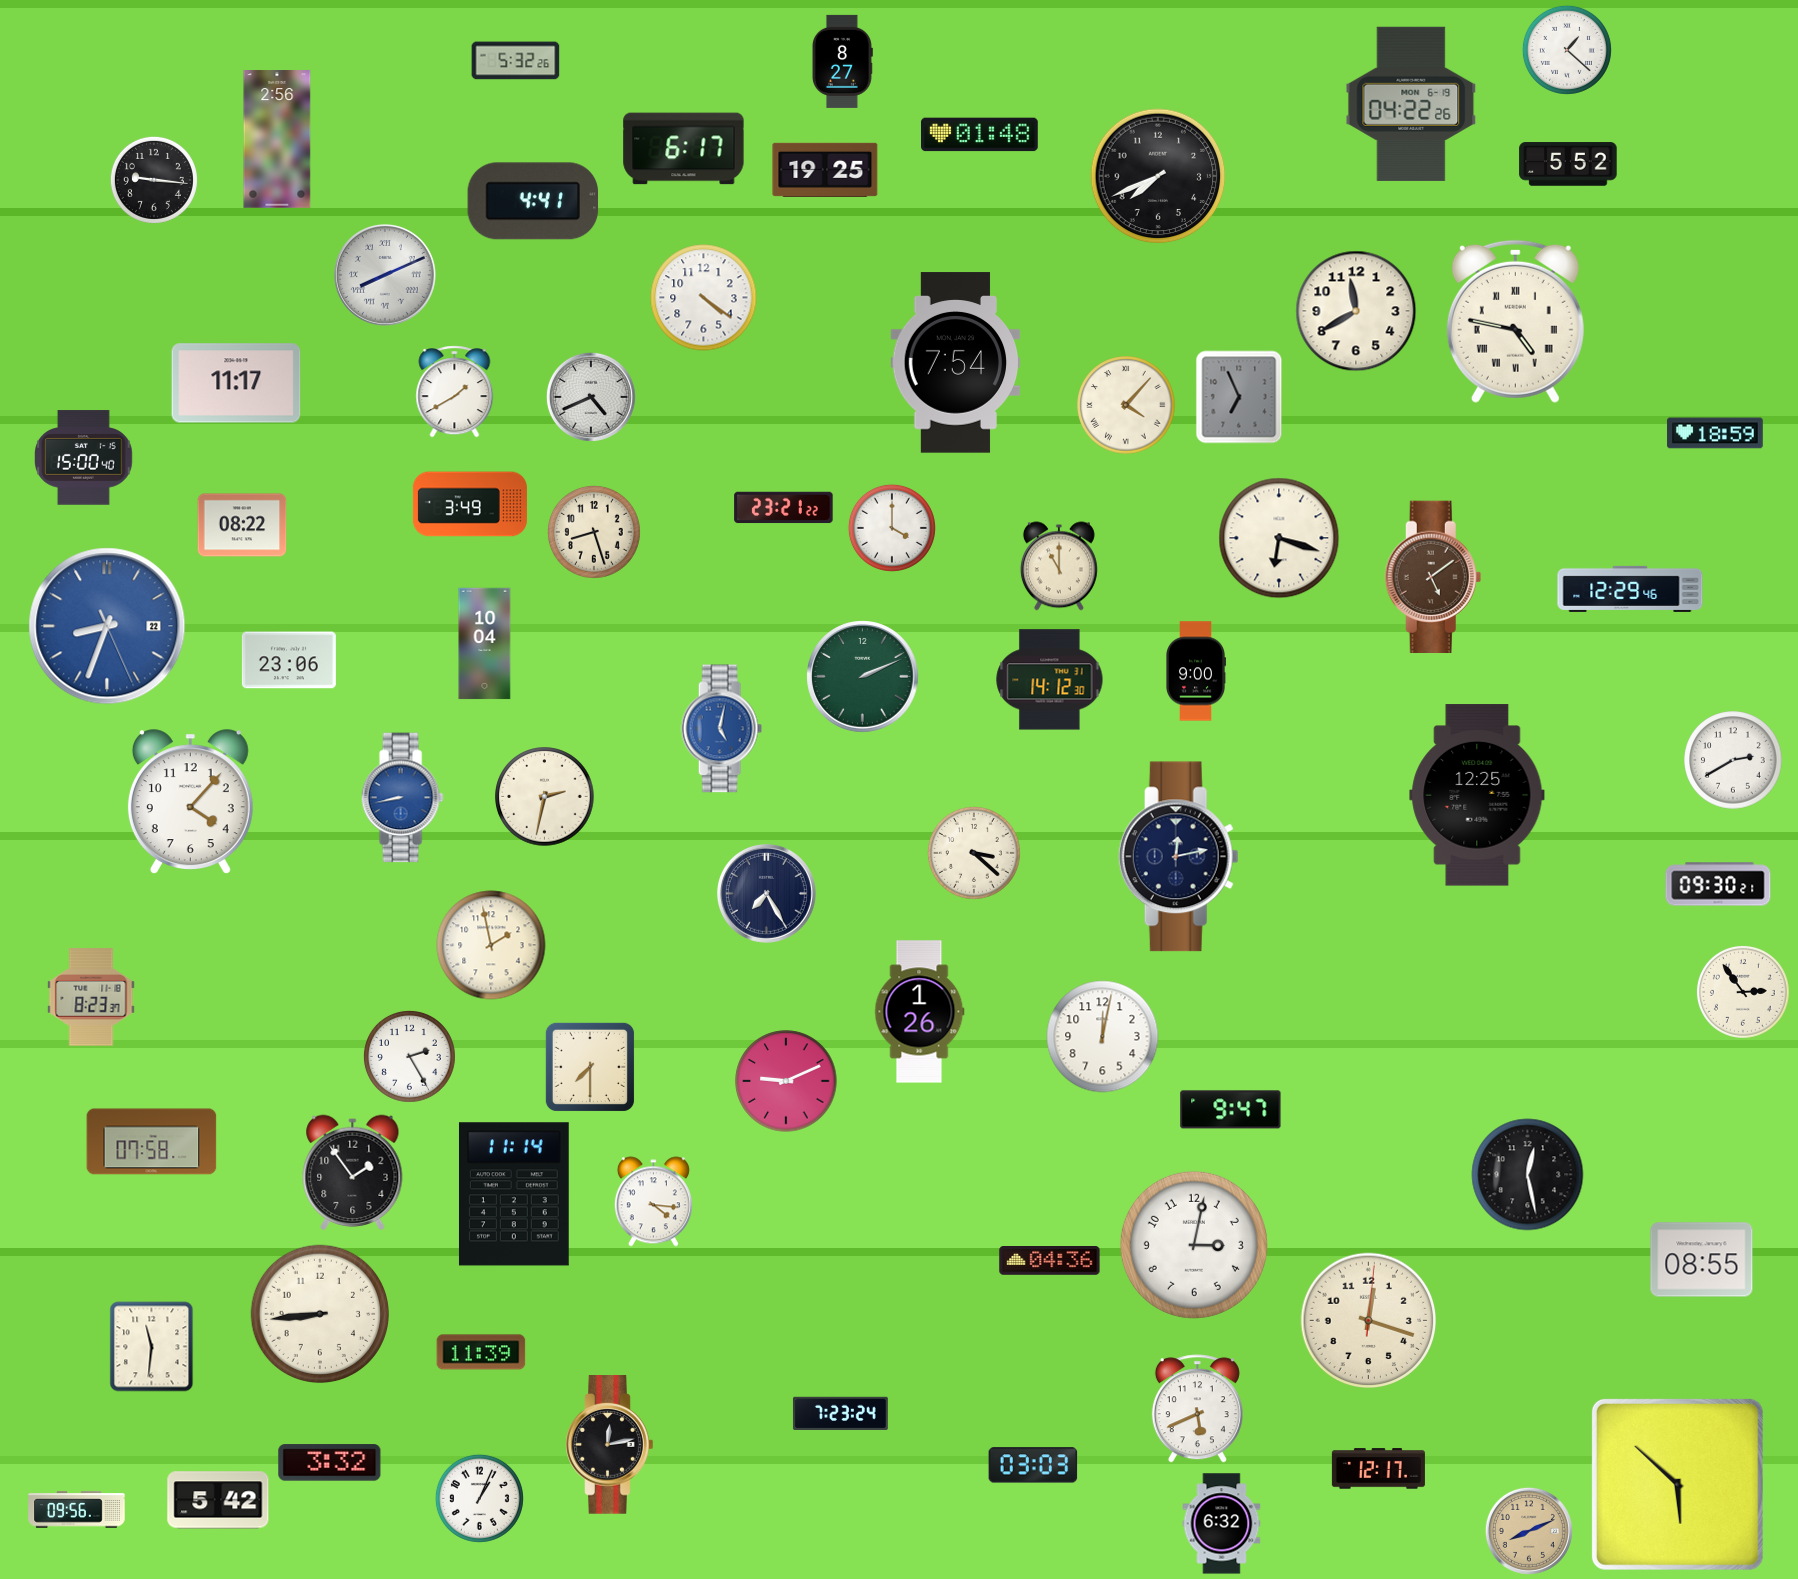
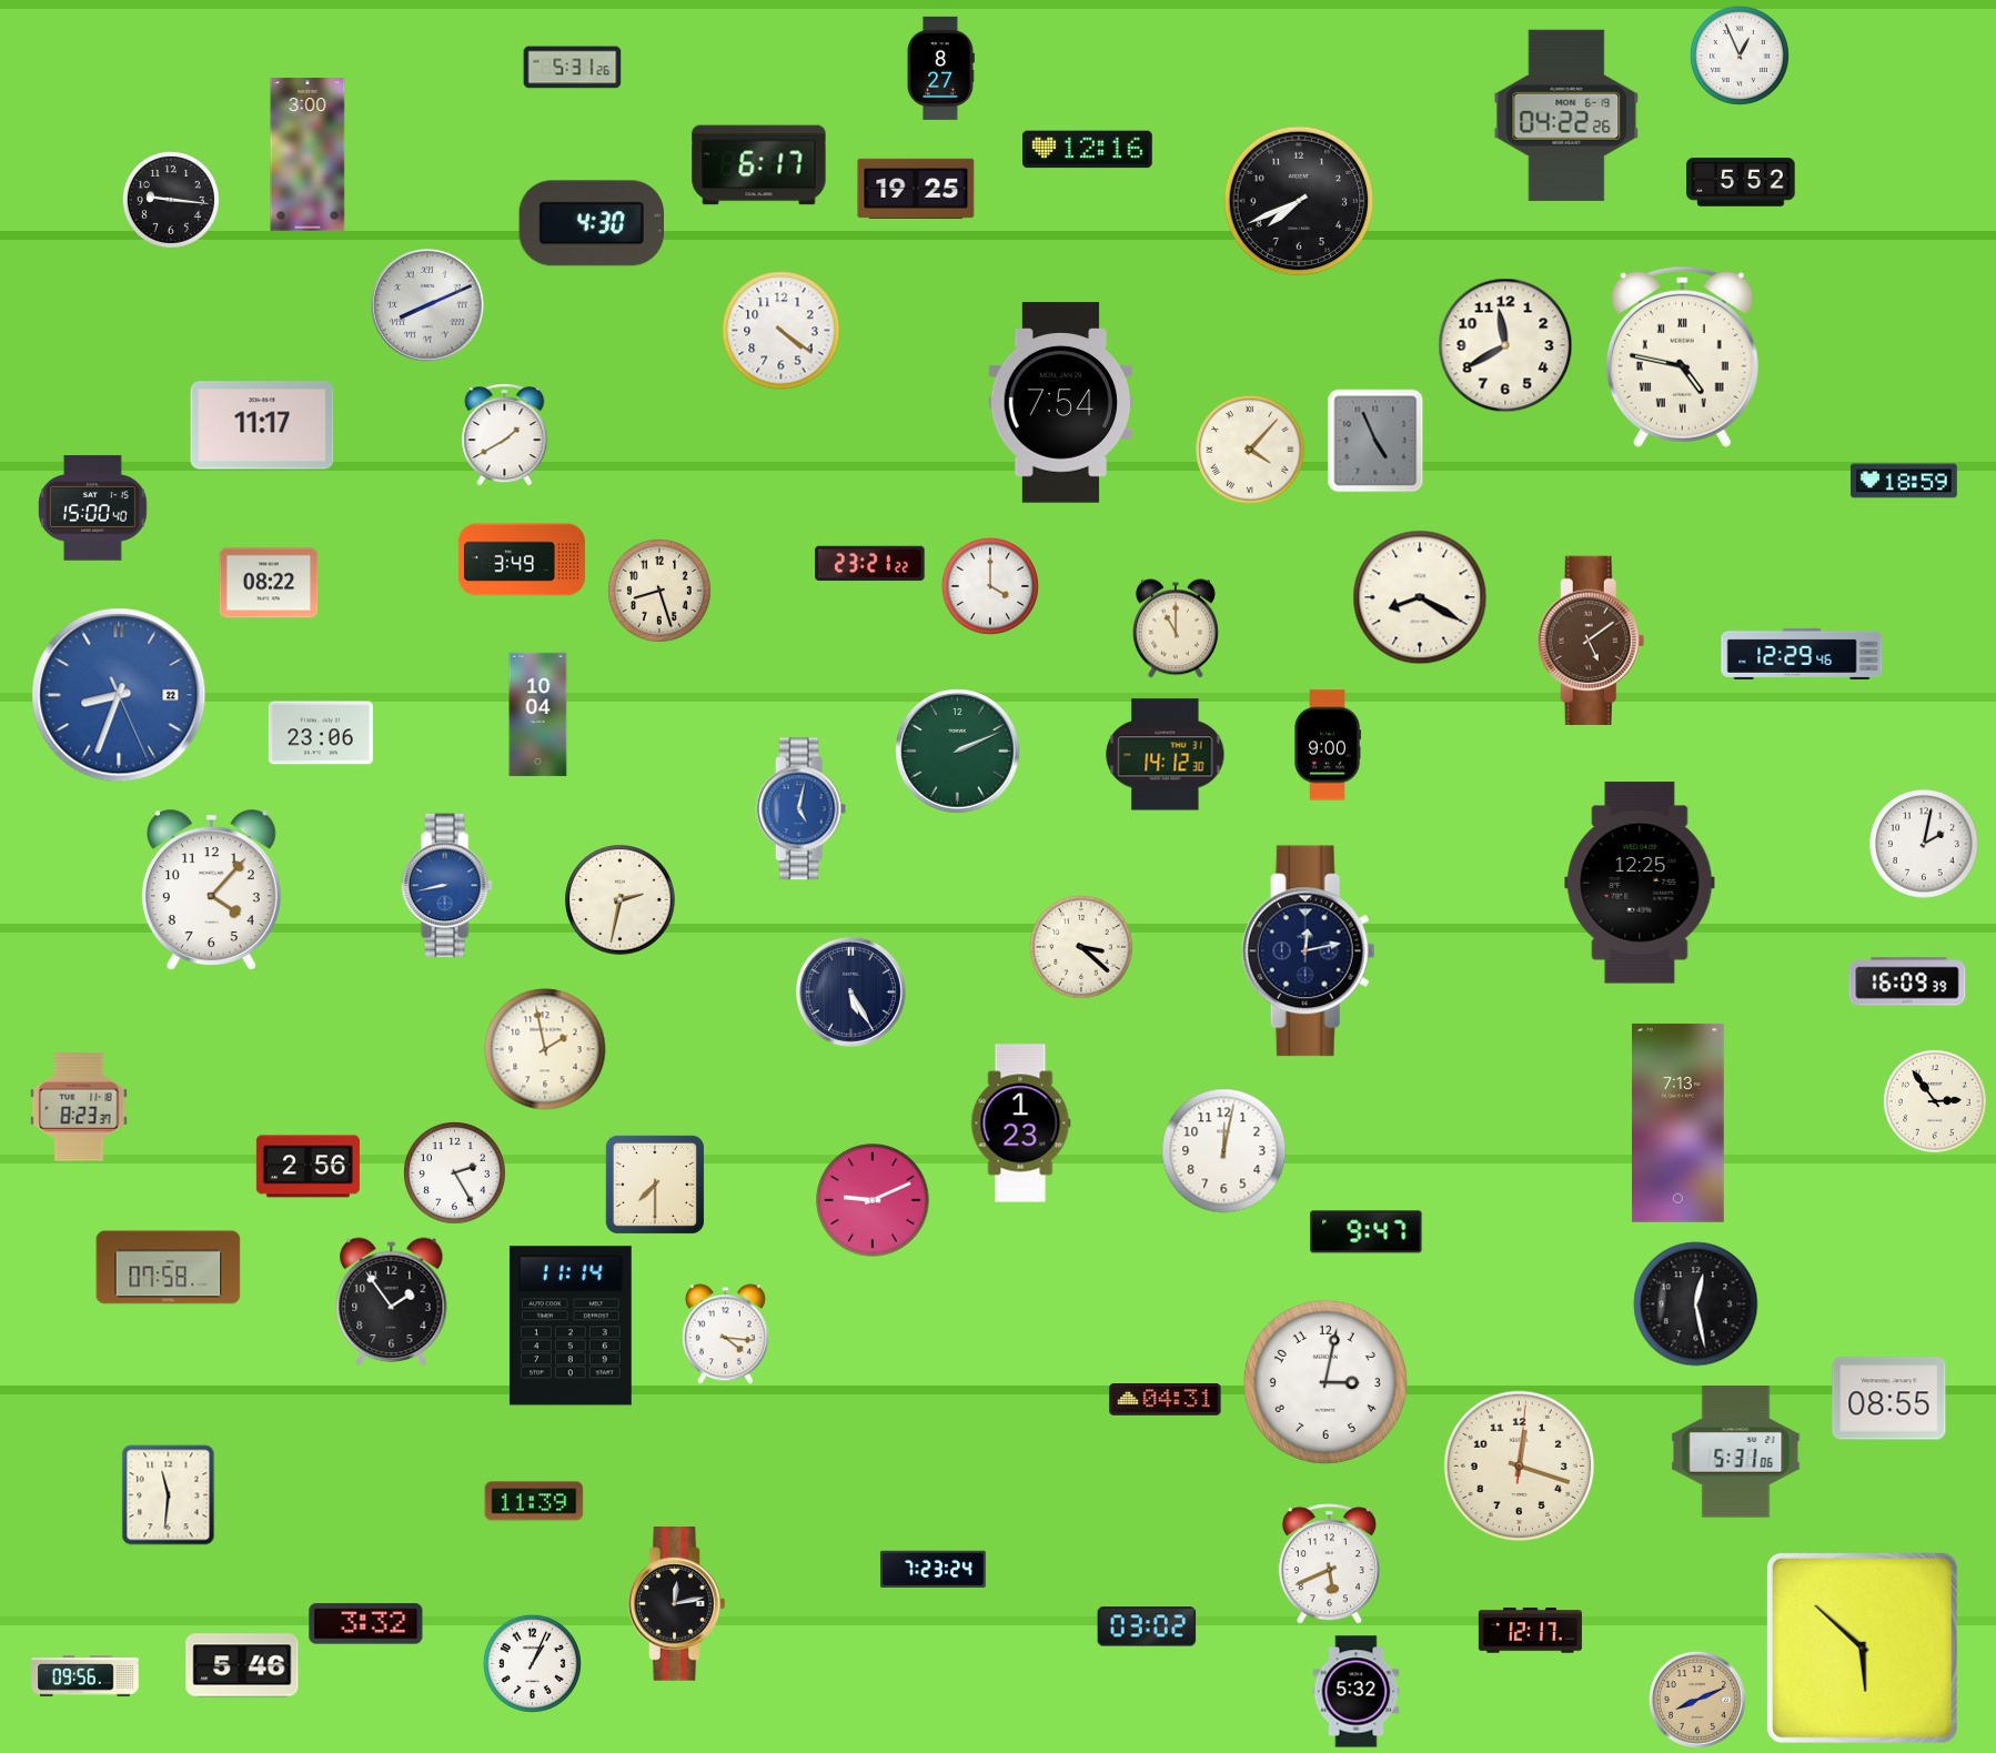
clock at (1567, 50): 1:22 -> 12:56
clock at (516, 61): 5:32 -> 5:31
clock at (842, 61) position: (842, 61) -> (940, 68)
clock at (980, 135): 01:48 -> 12:16
clock at (277, 139): 2:56 -> 3:00
clock at (1158, 176) position: (1158, 176) -> (1299, 201)
clock at (533, 201): 4:41 -> 4:30
clock at (591, 397): 4:41 -> none
clock at (1239, 397): 6:56 -> 4:56
clock at (1279, 538): 6:18 -> 8:20
clock at (1630, 589) position: (1630, 589) -> (1802, 654)
clock at (1733, 760): 2:40 -> 2:02
clock at (545, 797) position: (545, 797) -> (621, 900)
clock at (1718, 884): 09:30 -> 16:09
clock at (766, 893): 7:25 -> 5:25
clock at (91, 997) position: (91, 997) -> (79, 1107)
clock at (1679, 1122): none -> 7:13
clock at (920, 1012): 1:26 -> 1:23
clock at (308, 1167): none -> 2:56
clock at (1050, 1261): 04:36 -> 04:31
clock at (1736, 1452): none -> 5:31
clock at (319, 1313): 8:44 -> none
clock at (1033, 1465): 03:03 -> 03:02
clock at (218, 1500): 5:42 -> 5:46
clock at (1222, 1524): 6:32 -> 5:32
